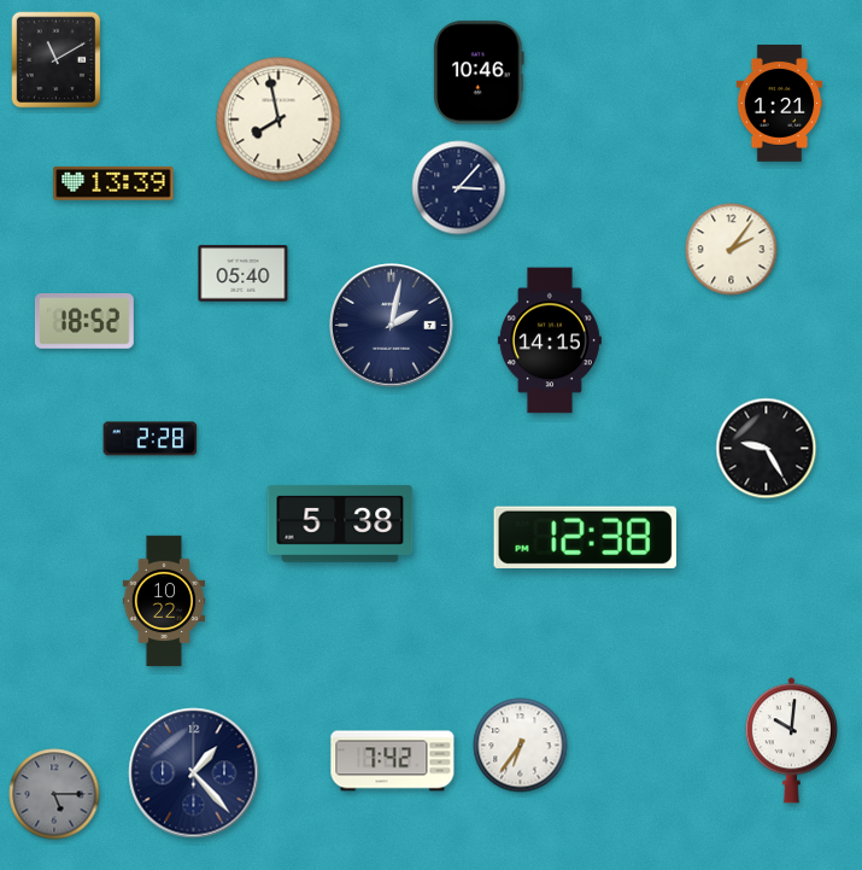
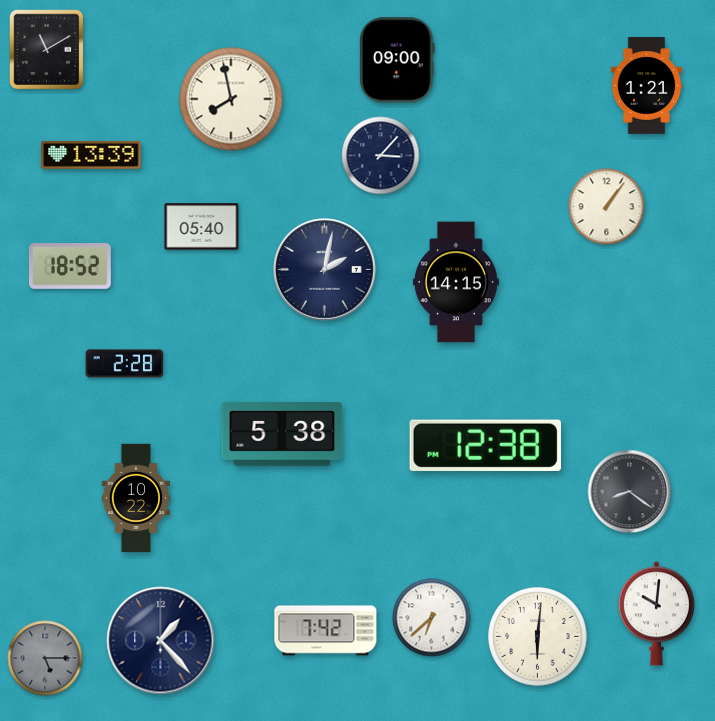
clock at (479, 72): 10:46 -> 09:00
clock at (113, 183) position: (113, 183) -> (91, 155)
clock at (732, 250): 2:06 -> 1:06
clock at (767, 449): 9:25 -> none
clock at (630, 492): none -> 8:21
clock at (521, 746): 6:36 -> 6:38
clock at (538, 637): none -> 6:01
